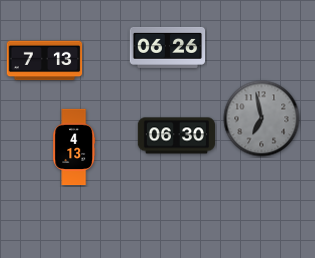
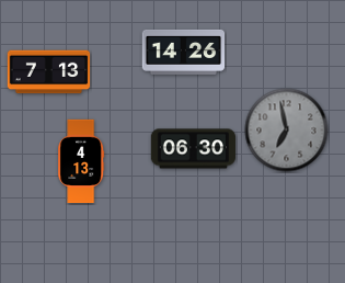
clock at (168, 47): 06:26 -> 14:26
clock at (45, 61) position: (45, 61) -> (49, 72)
